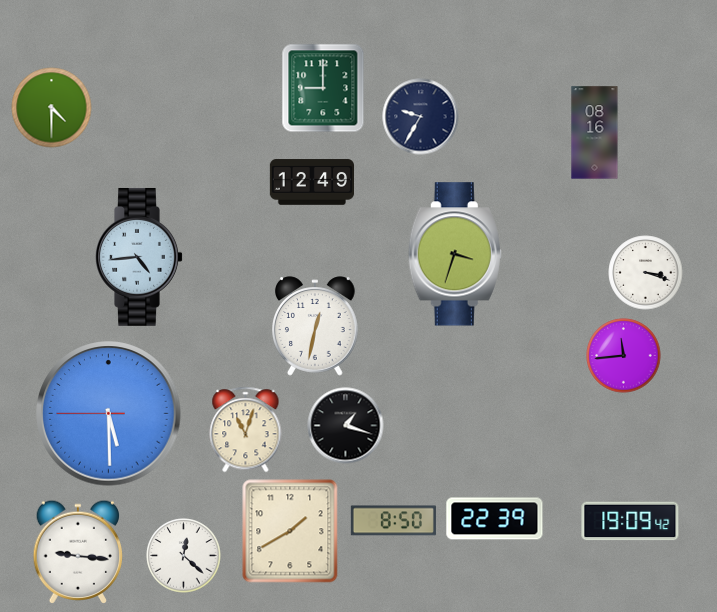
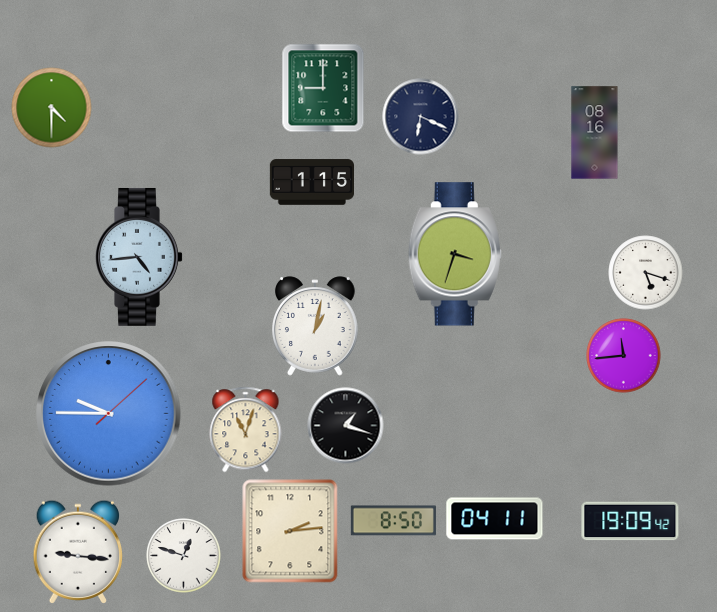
clock at (421, 117): 9:35 -> 6:19
clock at (311, 182): 12:49 -> 1:15
clock at (646, 273): 3:18 -> 5:18
clock at (316, 326): 12:32 -> 1:02
clock at (109, 414): 5:29 -> 9:45
clock at (495, 519): 22:39 -> 04:11
clock at (290, 531): 1:40 -> 2:14
clock at (184, 556): 12:22 -> 12:48
